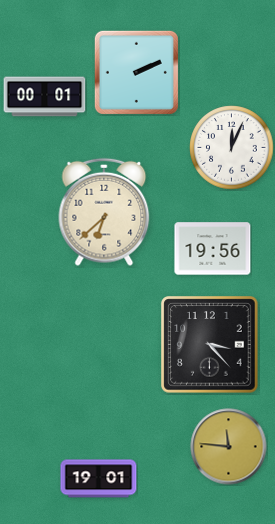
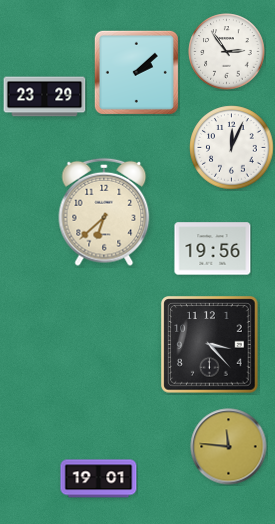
clock at (227, 52): none -> 2:54
clock at (136, 72): 2:11 -> 2:08
clock at (45, 97): 00:01 -> 23:29
